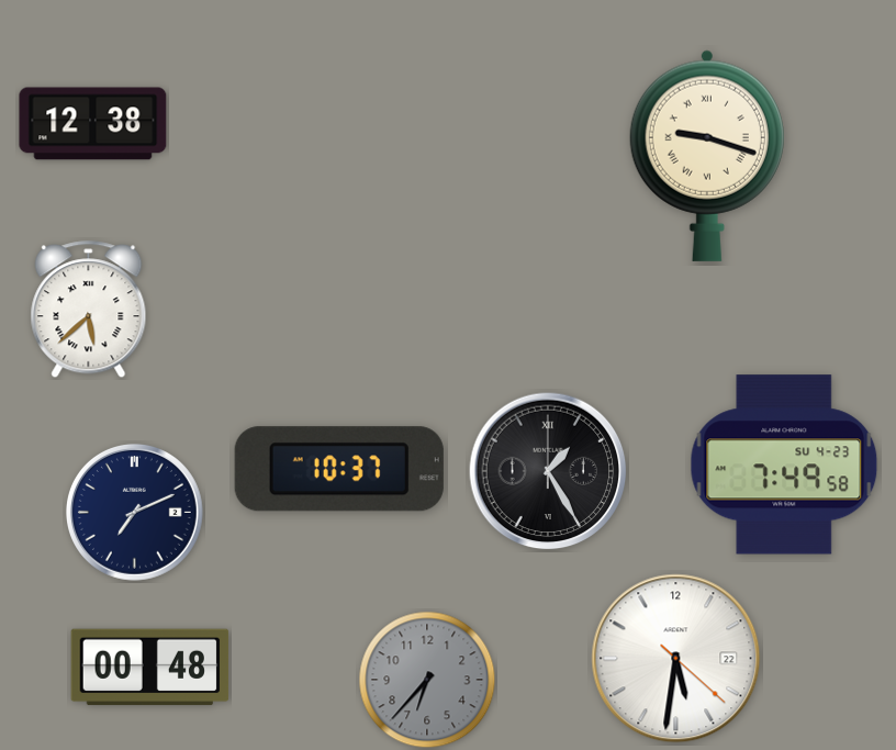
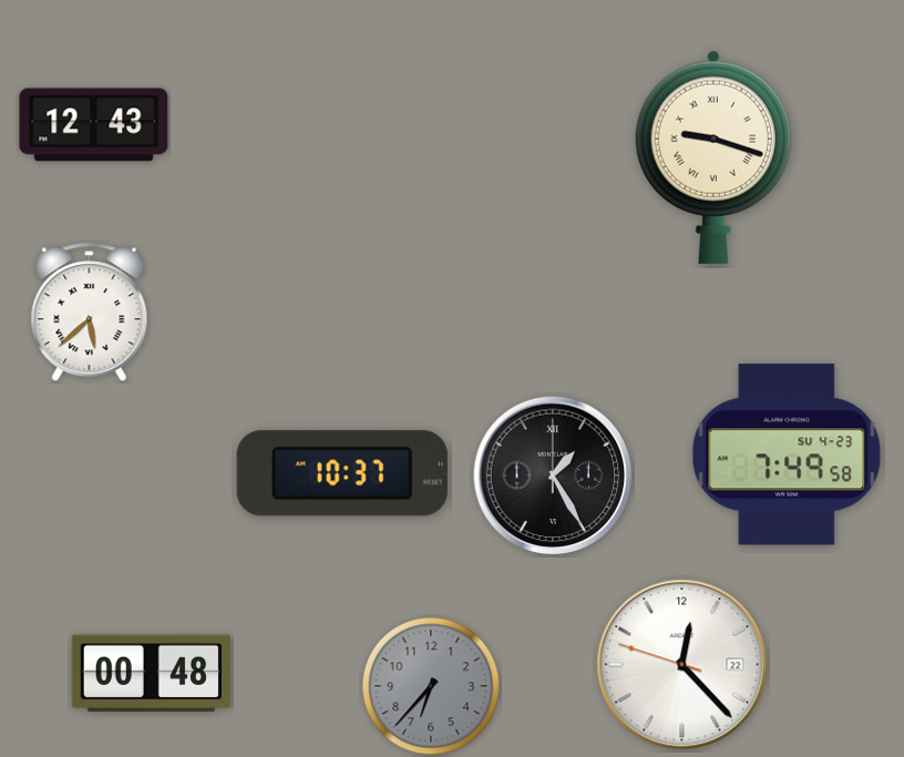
clock at (93, 124): 12:38 -> 12:43
clock at (784, 464) position: (784, 464) -> (787, 454)
clock at (134, 512): 7:11 -> none
clock at (676, 659): 5:31 -> 12:22
